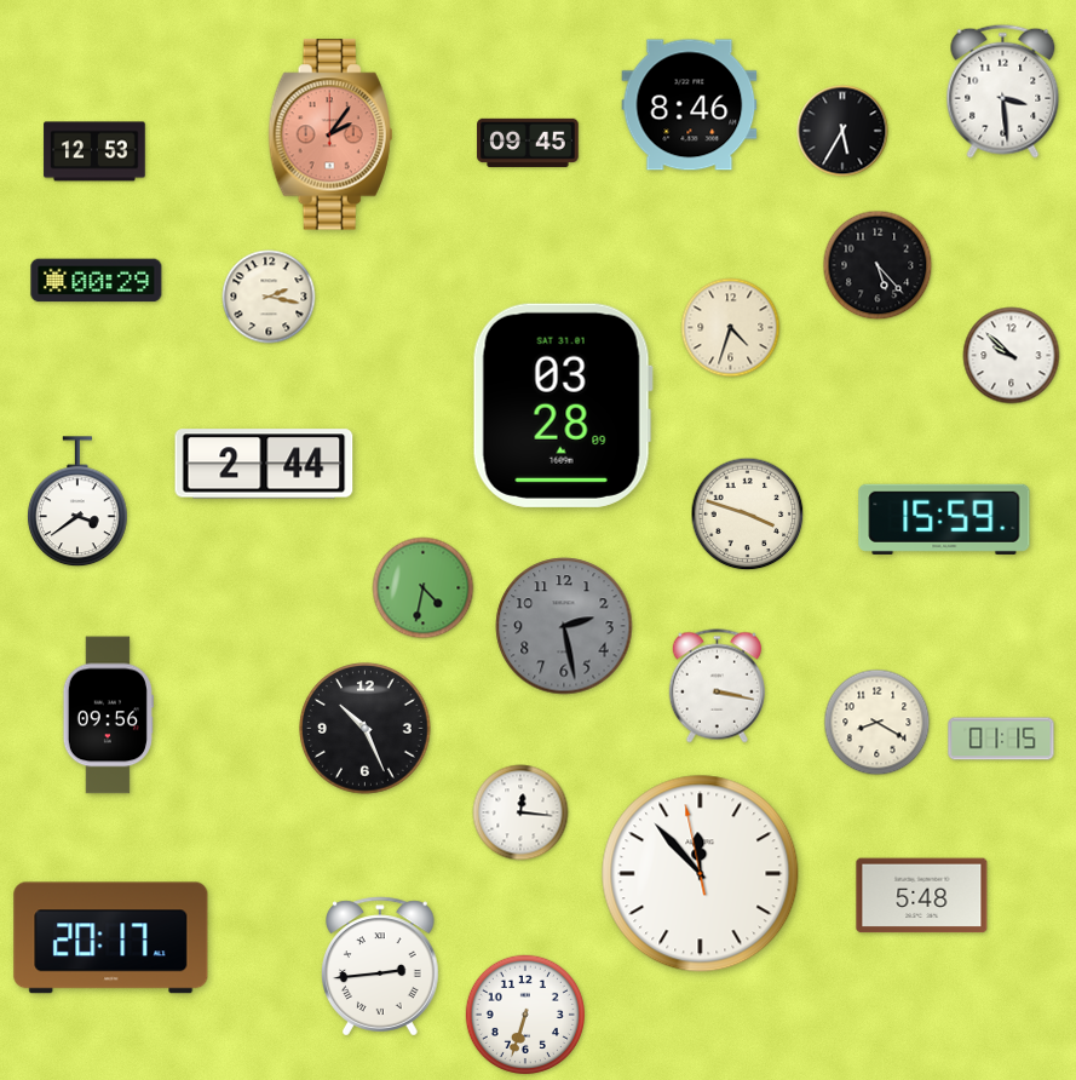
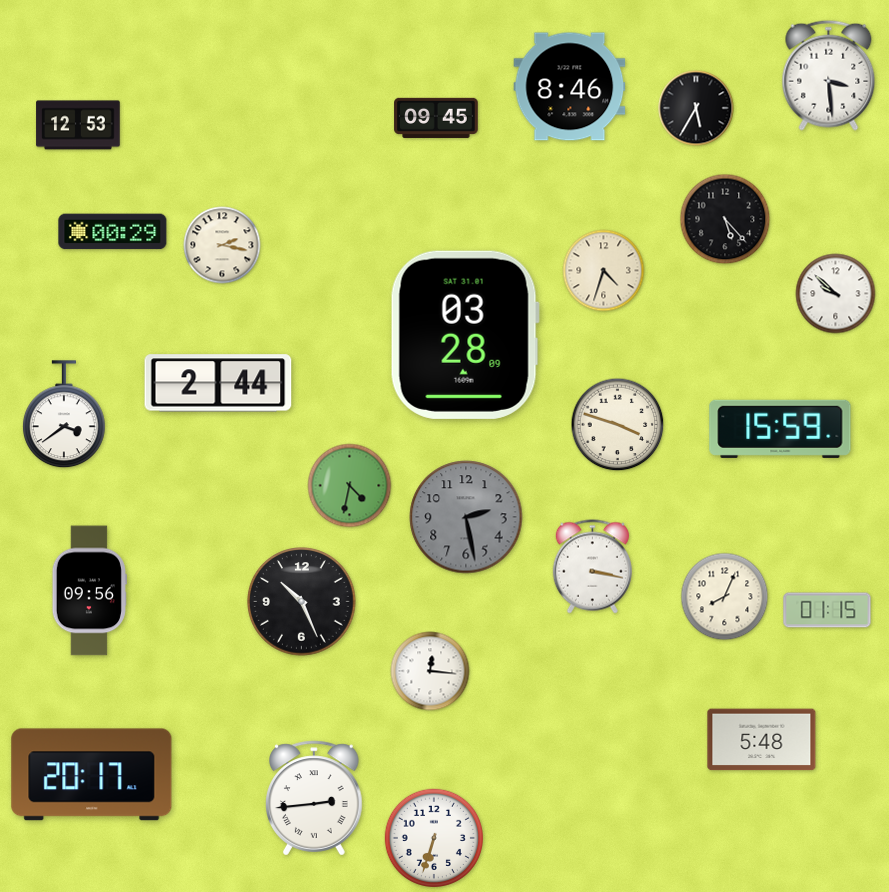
clock at (330, 134): 2:06 -> none
clock at (97, 281) position: (97, 281) -> (113, 232)
clock at (878, 723): 8:20 -> 8:04
clock at (701, 874): 11:52 -> none
